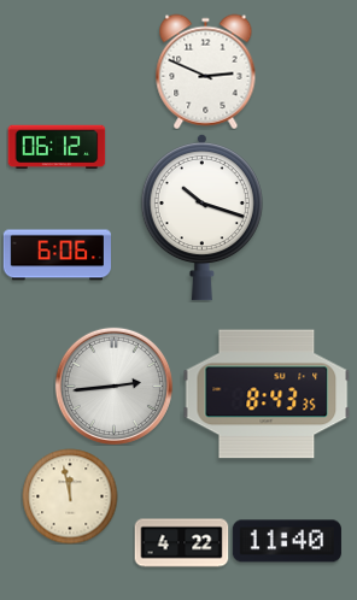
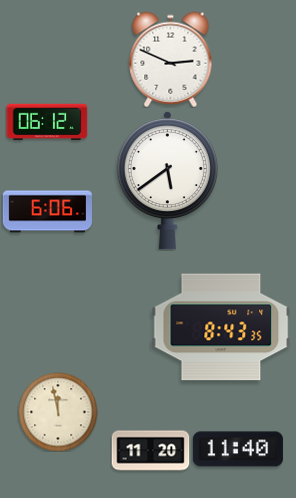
clock at (201, 217): 10:18 -> 5:39
clock at (113, 386): 2:44 -> none
clock at (181, 543): 4:22 -> 11:20
